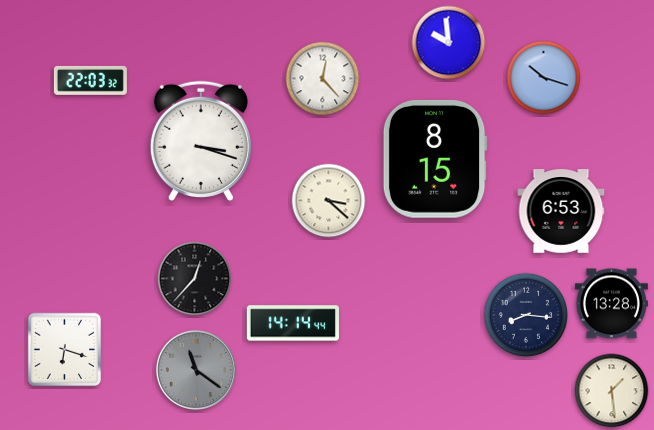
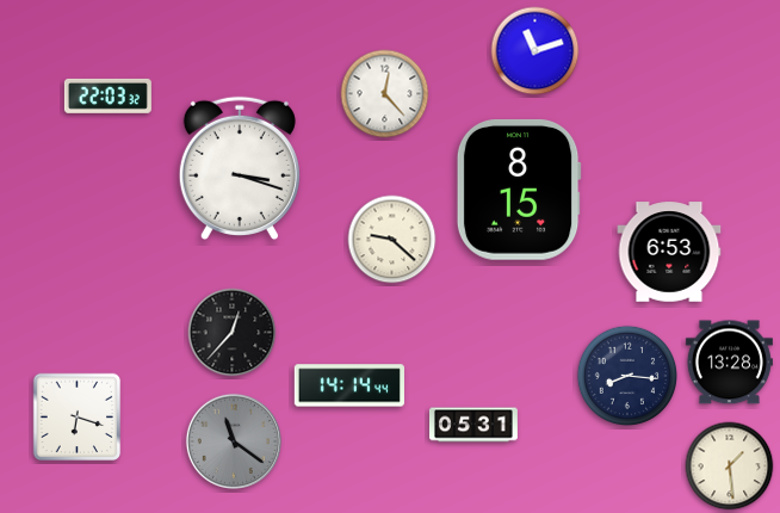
clock at (449, 43): 9:59 -> 11:12
clock at (544, 78): 10:18 -> none
clock at (329, 201): 3:22 -> 9:22
clock at (473, 425): none -> 05:31
